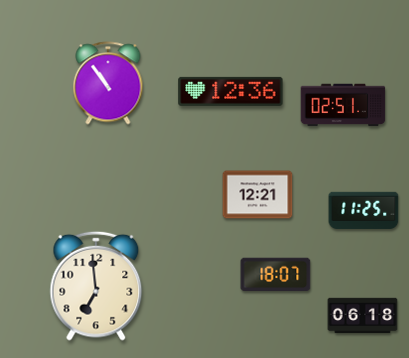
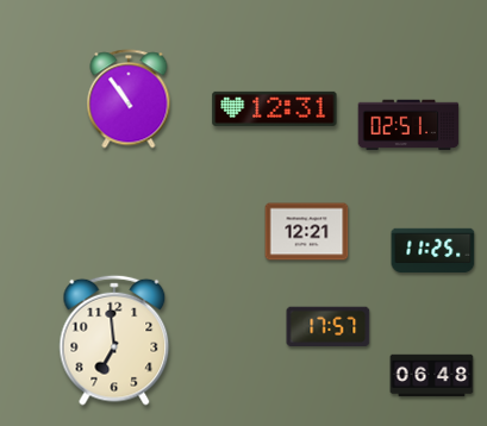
clock at (231, 91): 12:36 -> 12:31
clock at (276, 275): 18:07 -> 17:57
clock at (363, 316): 06:18 -> 06:48
